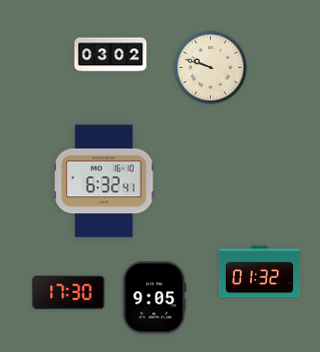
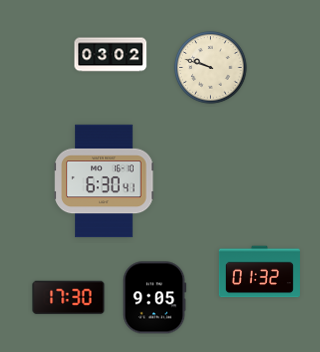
clock at (104, 181): 6:32 -> 6:30
clock at (69, 293) position: (69, 293) -> (69, 298)
